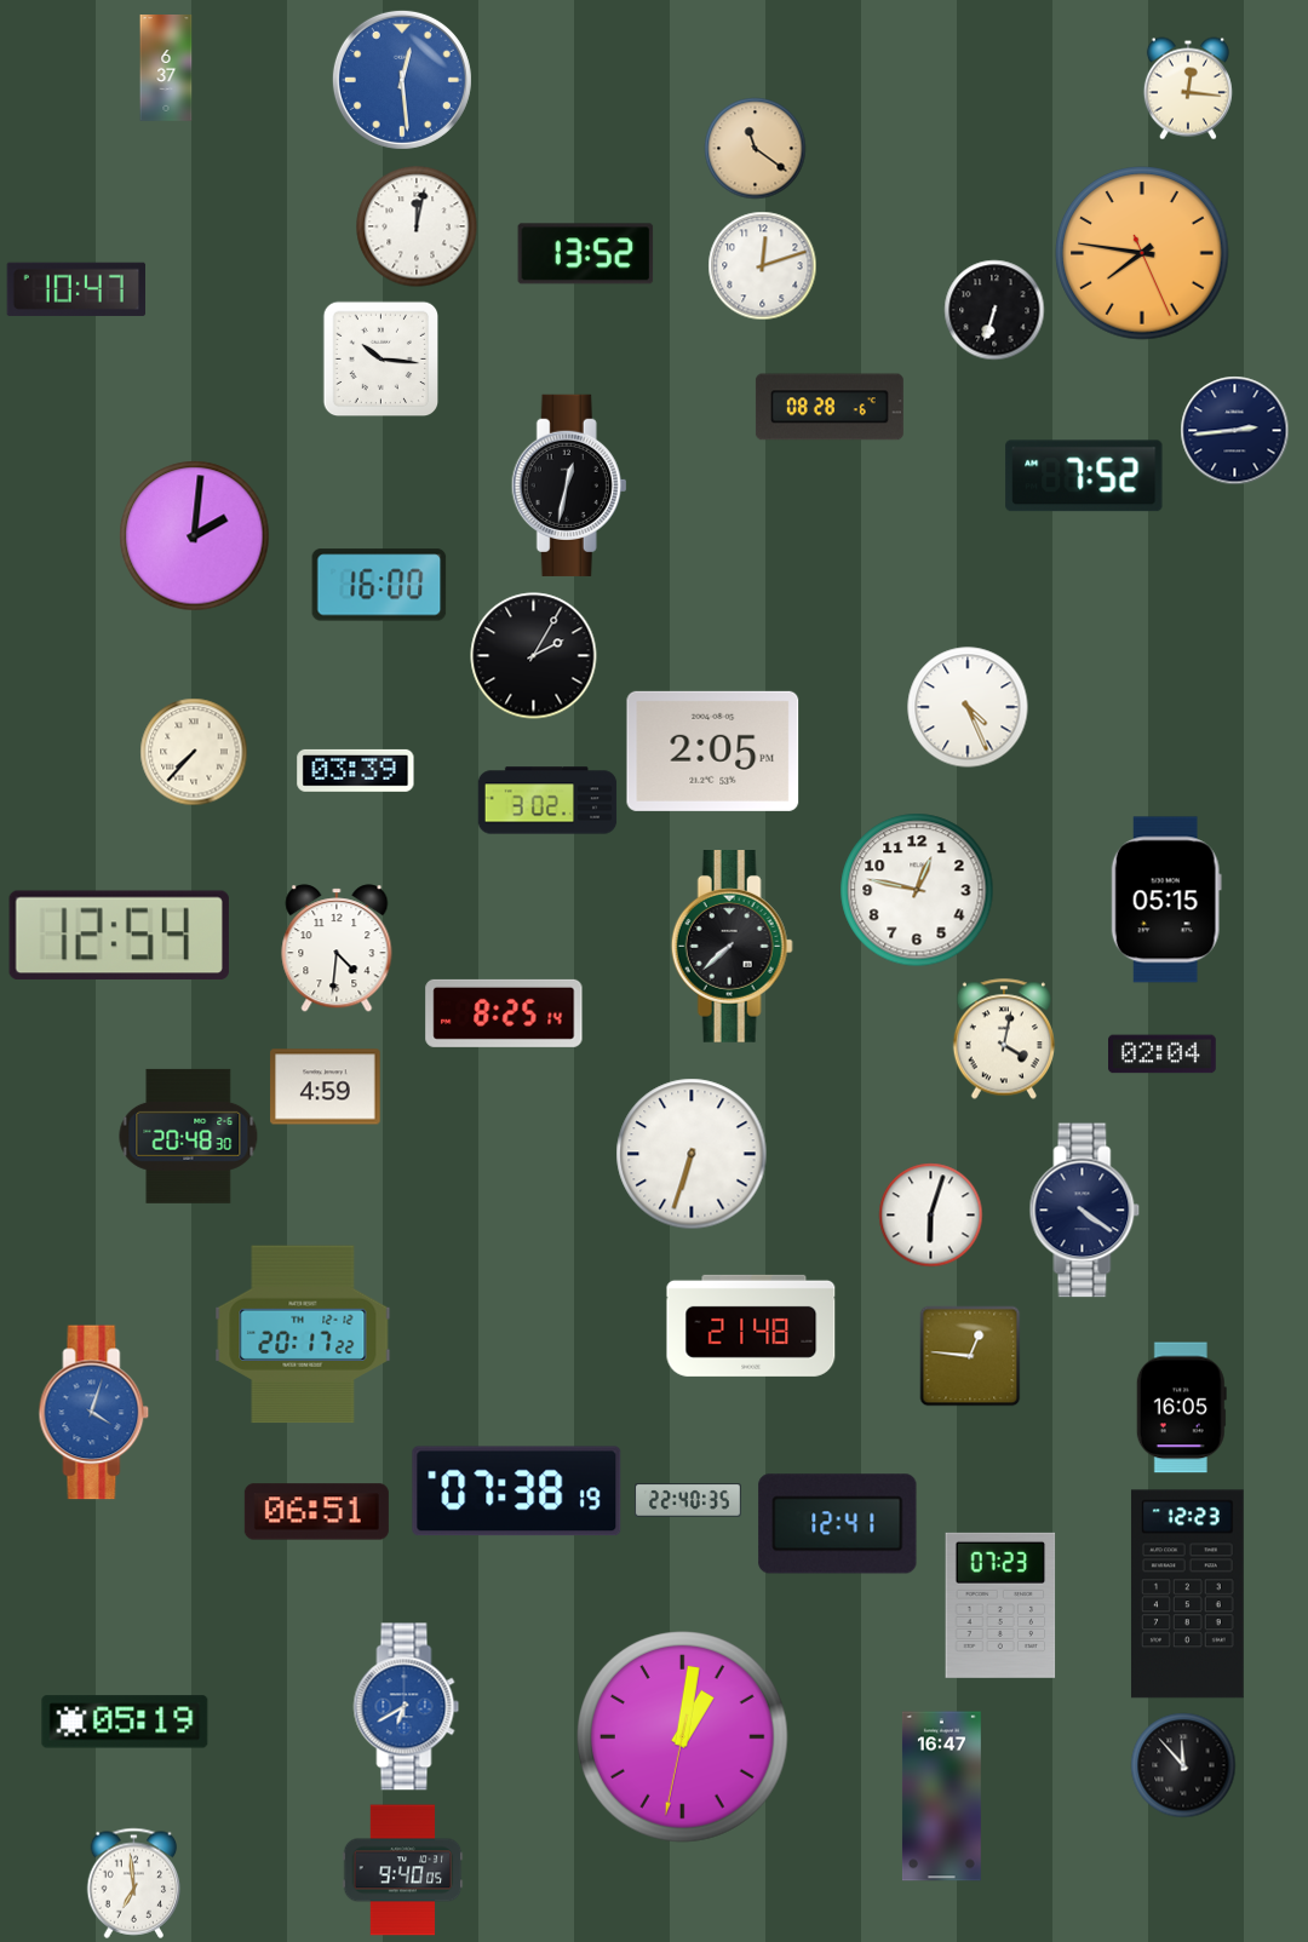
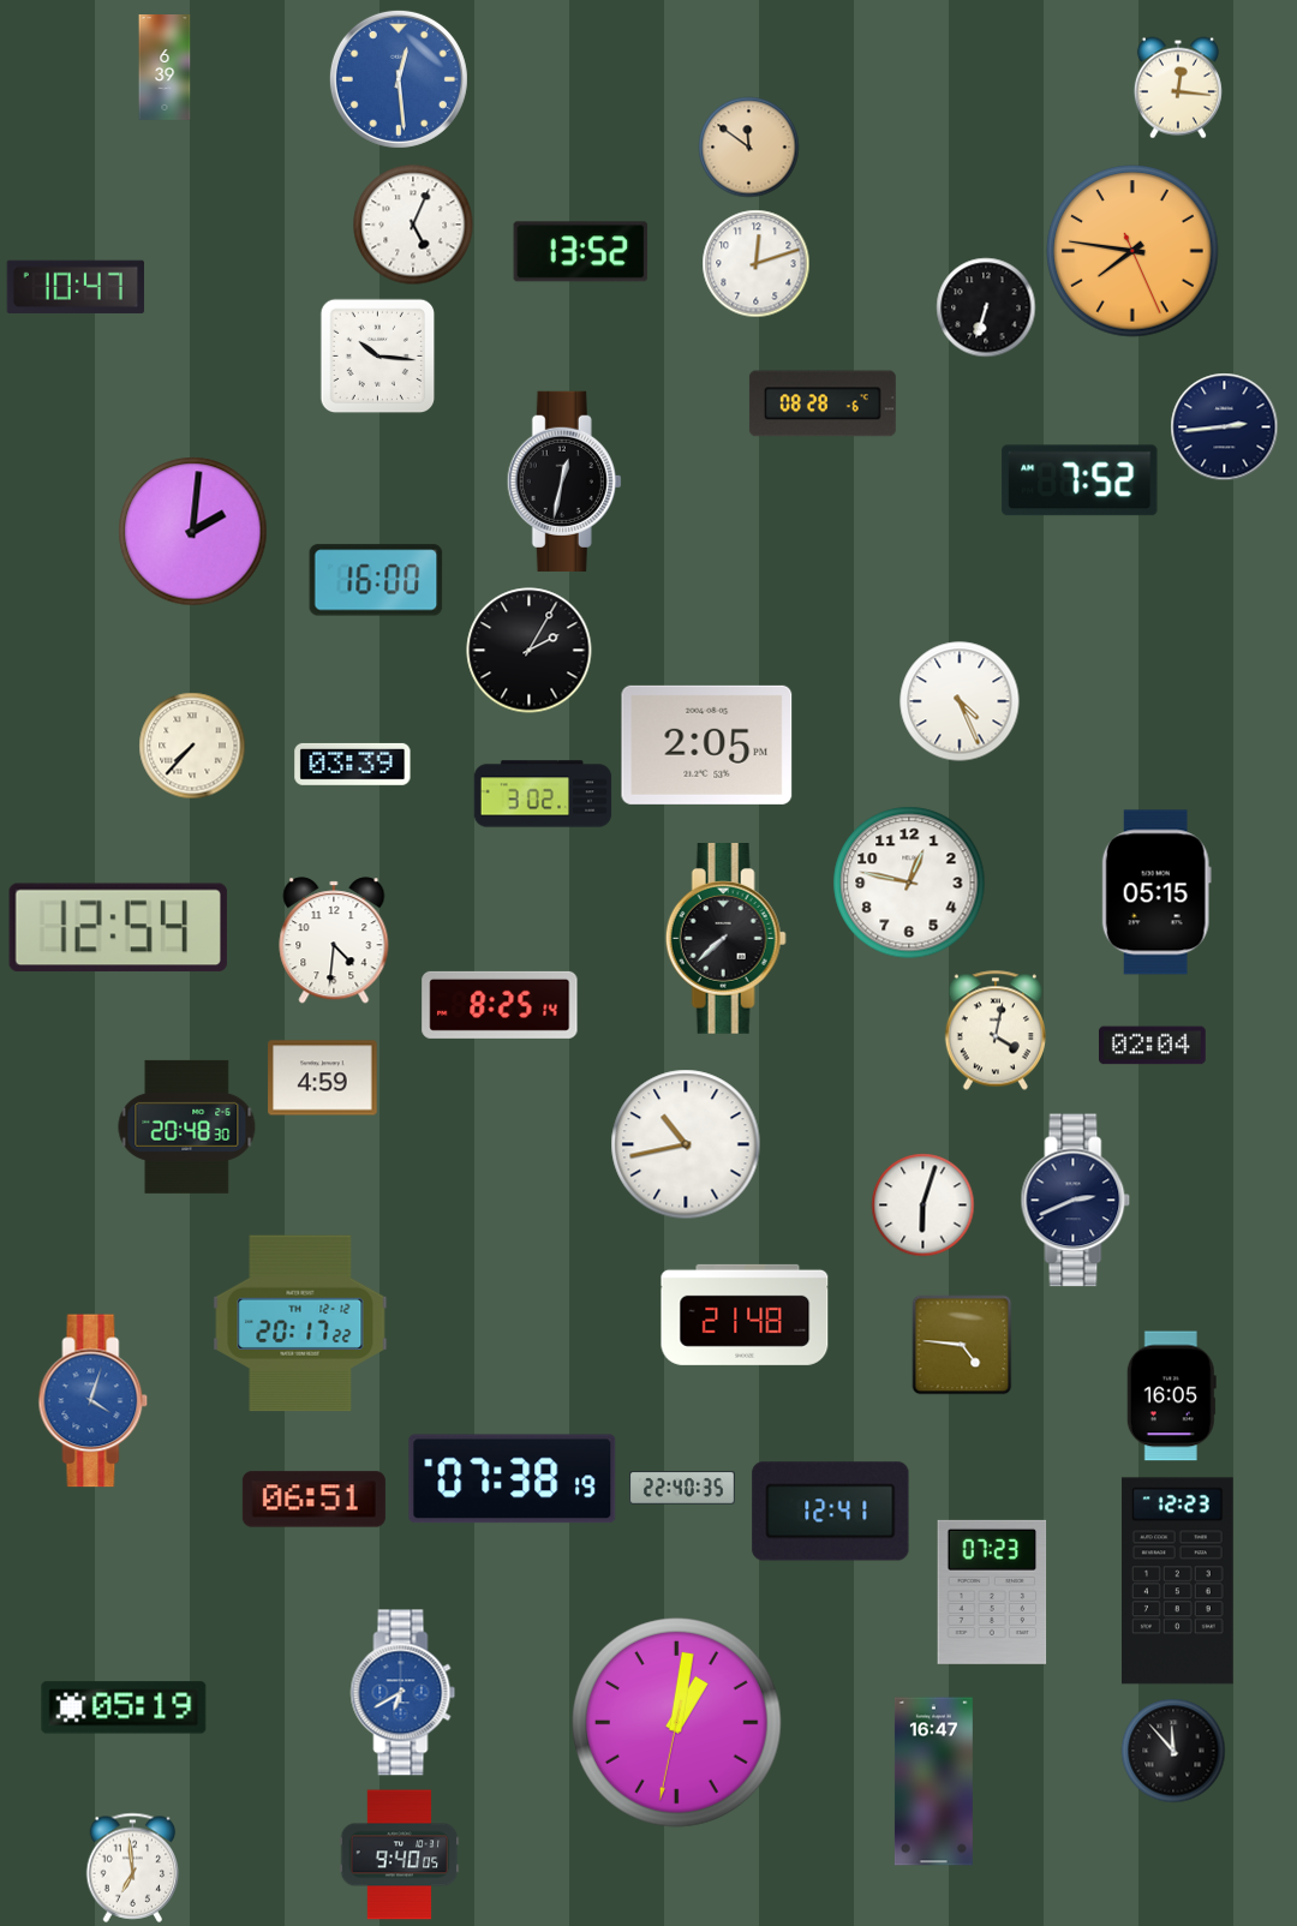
clock at (166, 69): 6:37 -> 6:39
clock at (756, 149): 11:21 -> 11:51
clock at (417, 226): 12:02 -> 5:04
clock at (1084, 476) position: (1084, 476) -> (1080, 480)
clock at (692, 1154): 6:33 -> 10:43
clock at (1085, 1211): 4:21 -> 2:41
clock at (970, 1356): 12:46 -> 4:46
